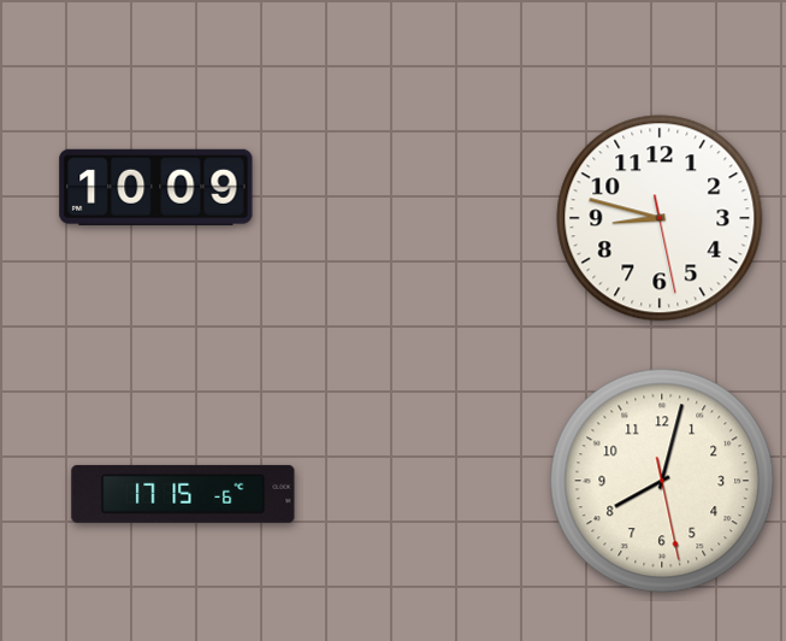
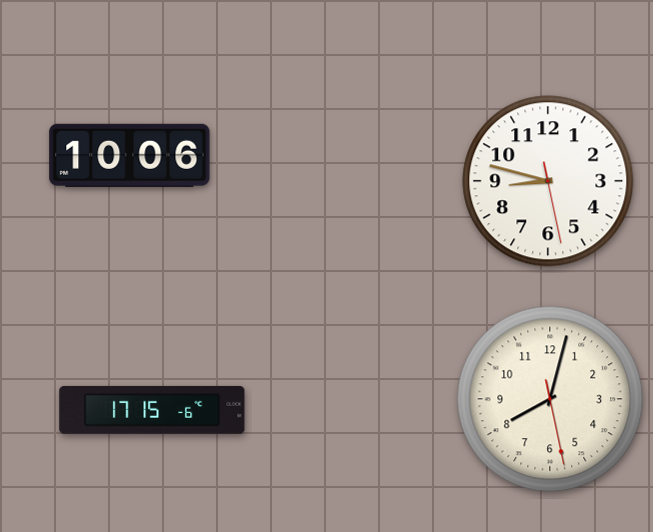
clock at (156, 187): 10:09 -> 10:06
